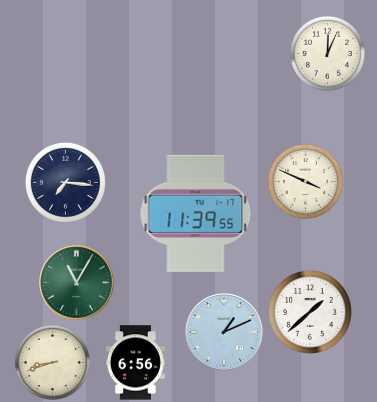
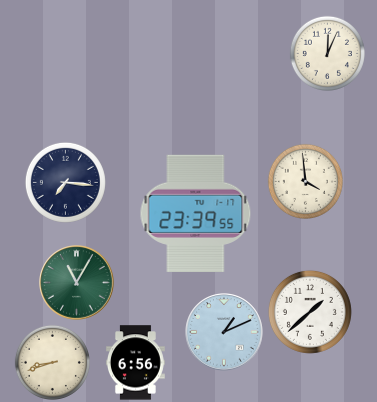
clock at (305, 181): 3:49 -> 3:59
clock at (196, 213): 11:39 -> 23:39
